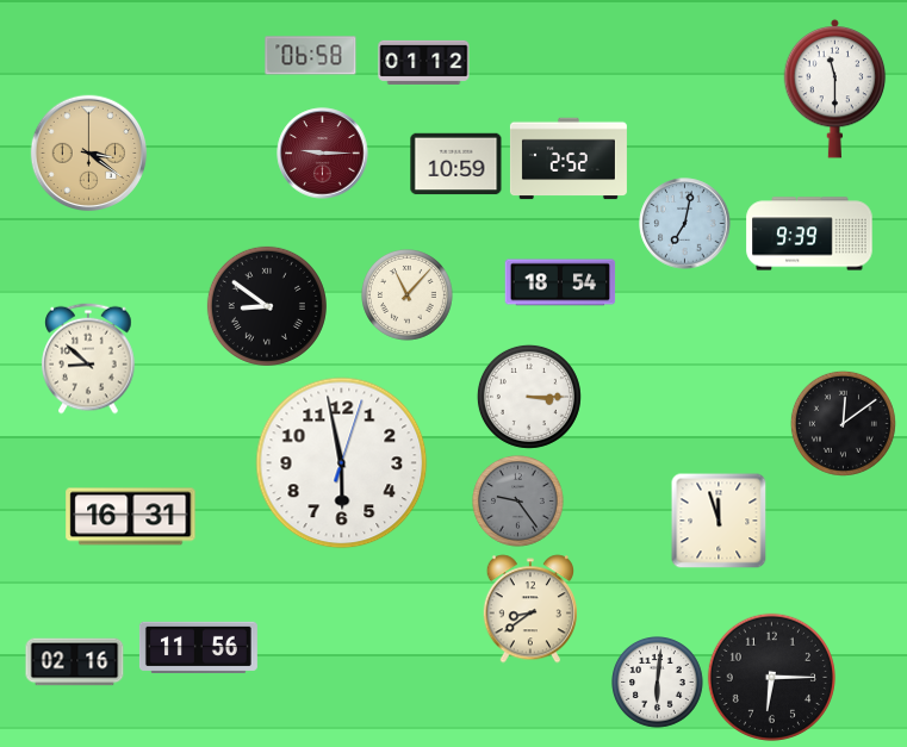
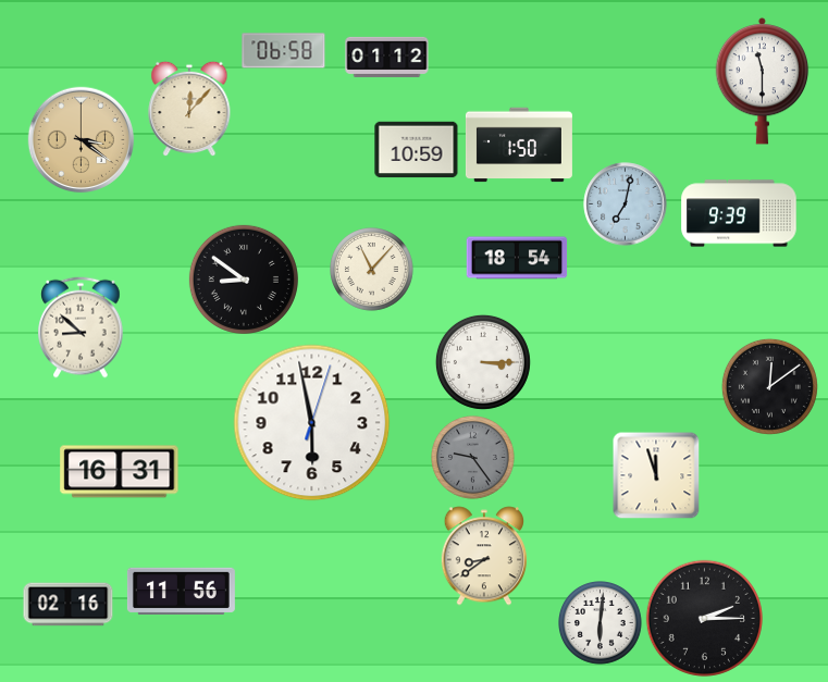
clock at (189, 109): none -> 12:07
clock at (323, 154): 9:15 -> none
clock at (569, 158): 2:52 -> 1:50
clock at (560, 282) position: (560, 282) -> (517, 258)
clock at (771, 677): 6:15 -> 2:15
